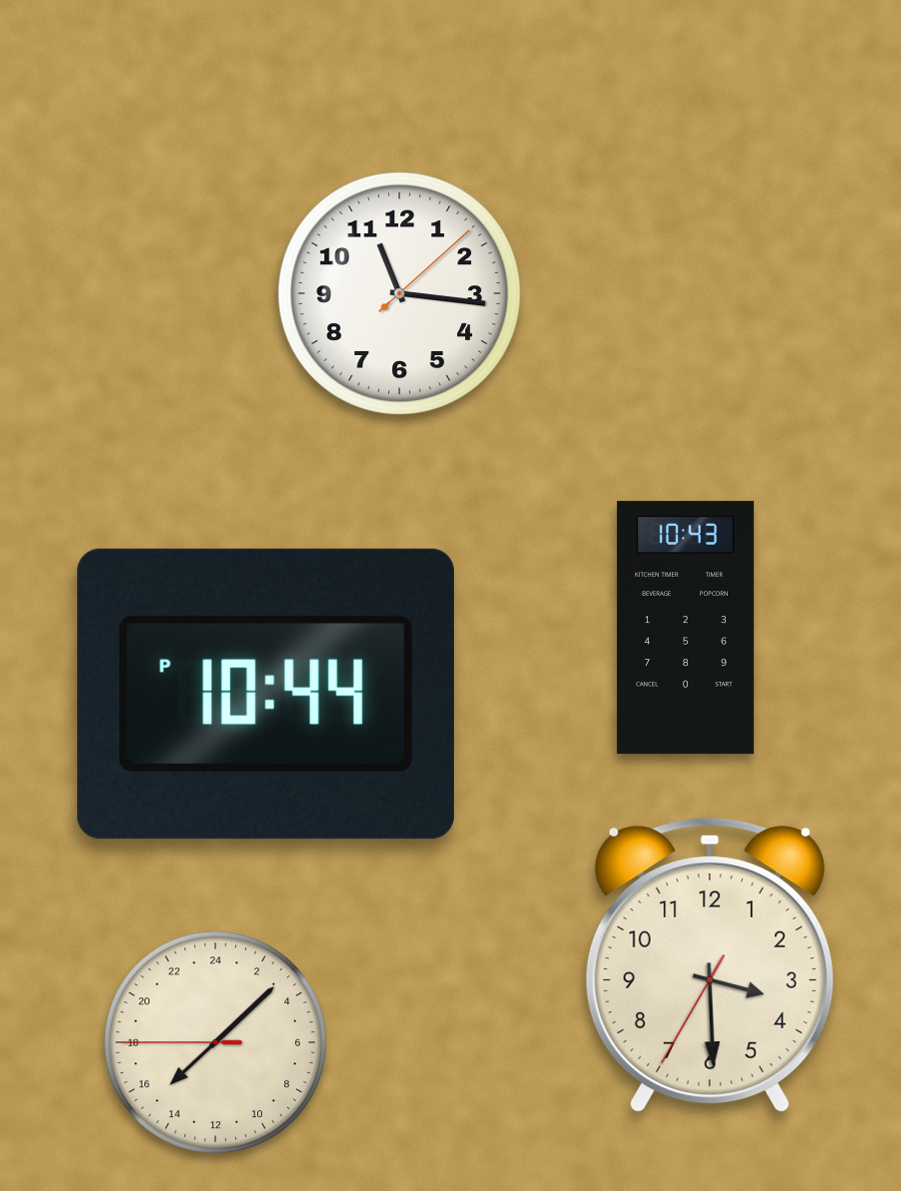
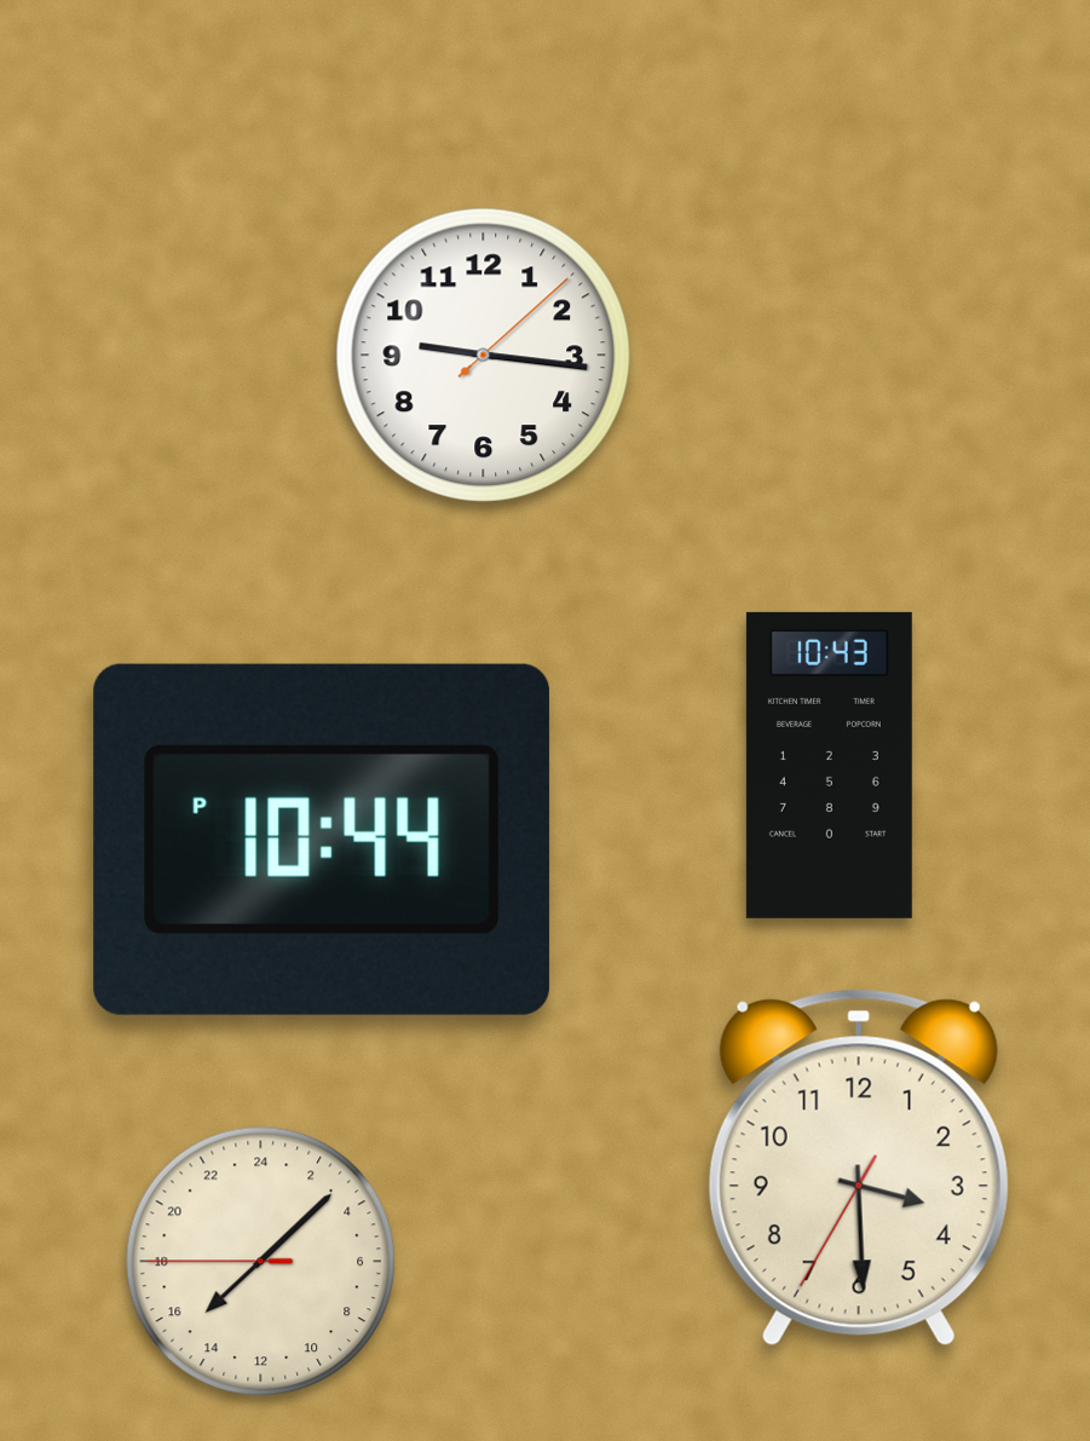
clock at (400, 294): 11:16 -> 9:16
clock at (685, 627) position: (685, 627) -> (829, 765)
